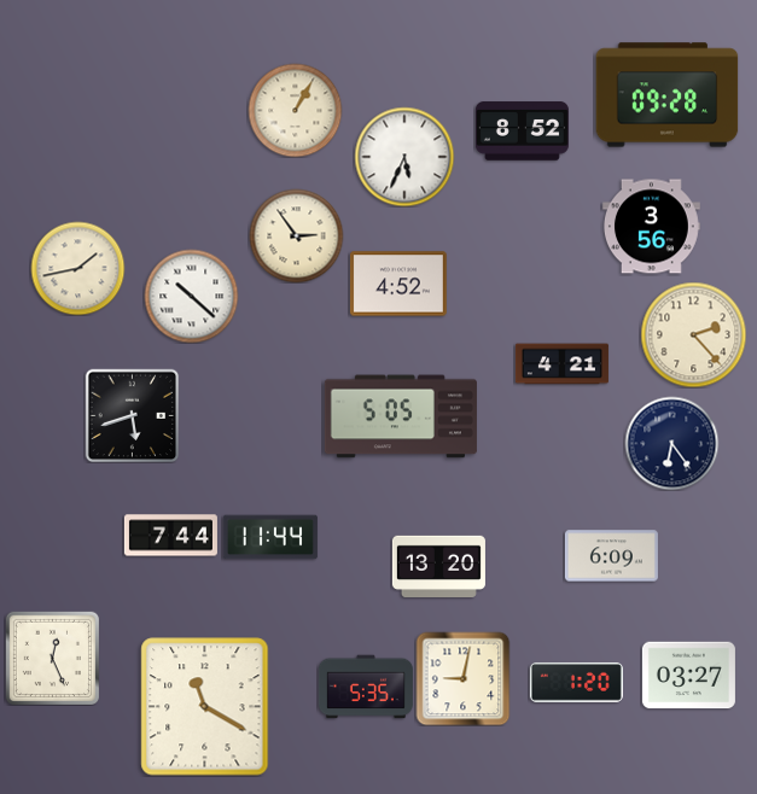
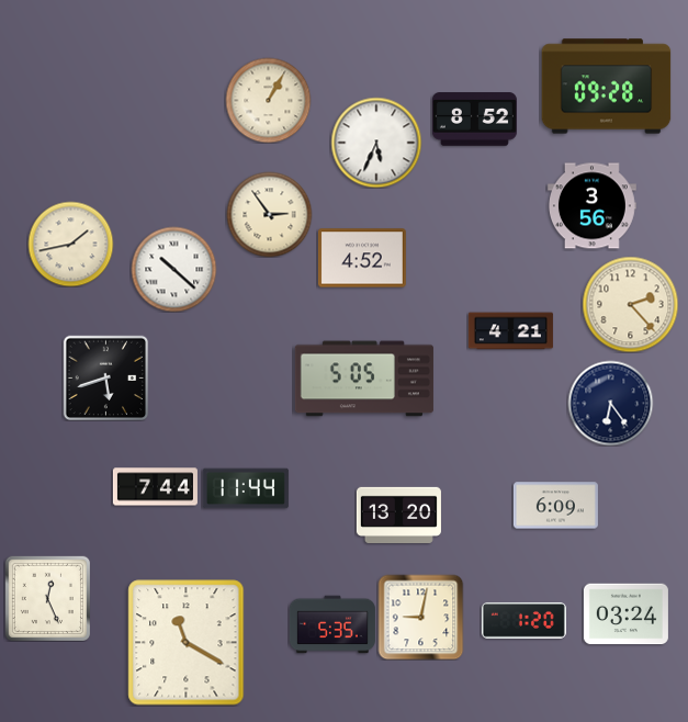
clock at (404, 157) position: (404, 157) -> (376, 143)
clock at (132, 415) position: (132, 415) -> (105, 377)
clock at (688, 676): 03:27 -> 03:24
